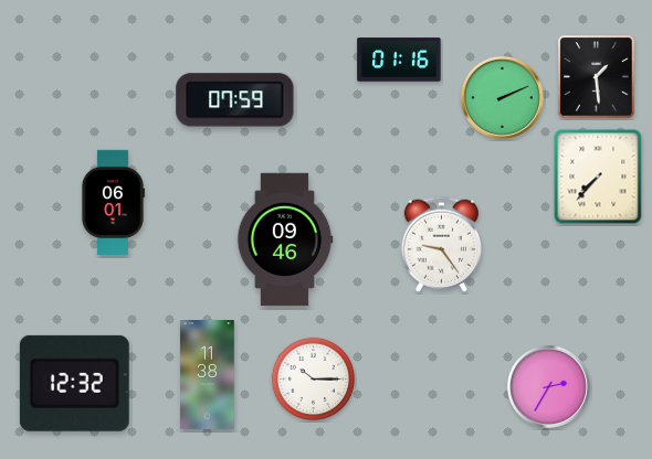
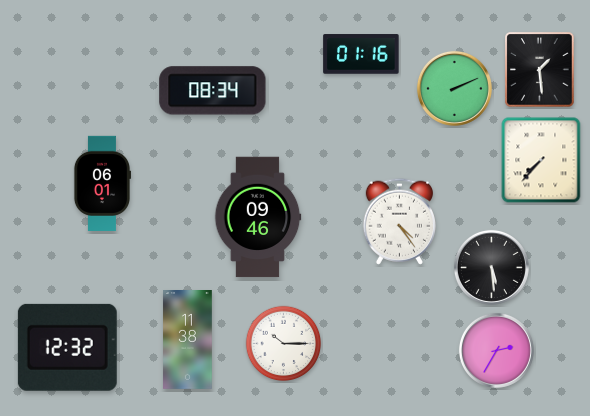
clock at (235, 100): 07:59 -> 08:34
clock at (441, 244): 9:24 -> 4:24
clock at (491, 267): none -> 5:29
